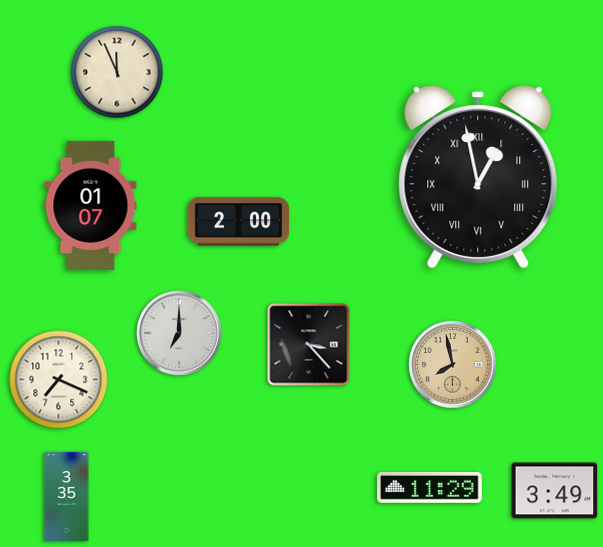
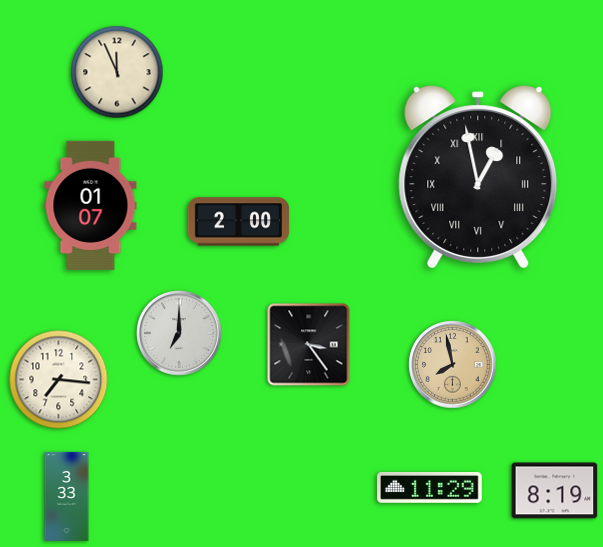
clock at (309, 345): 3:23 -> 3:24
clock at (59, 380): 7:19 -> 7:16
clock at (555, 491): 3:49 -> 8:19
clock at (67, 496): 3:35 -> 3:33
